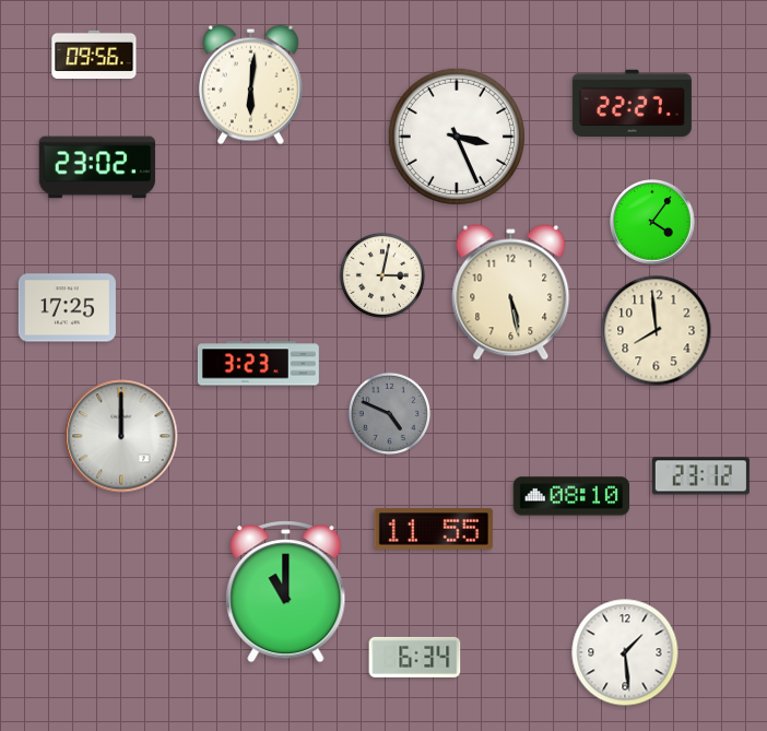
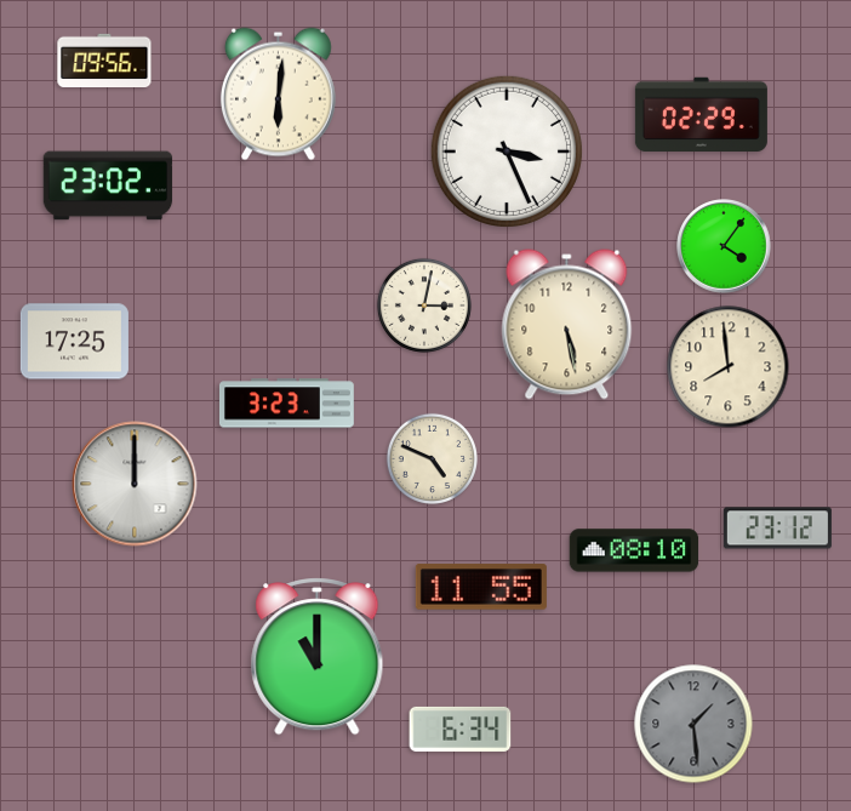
clock at (632, 103): 22:27 -> 02:29
clock at (389, 413) dial: grey -> cream
clock at (625, 652) dial: white -> grey
